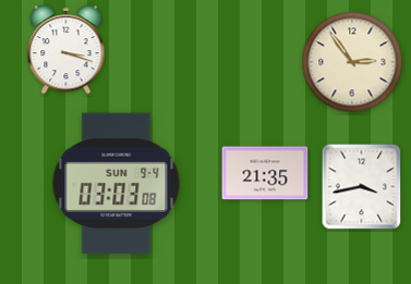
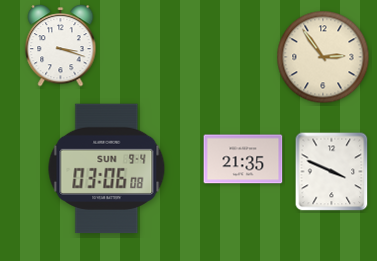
clock at (117, 184): 03:03 -> 03:06
clock at (362, 187): 3:43 -> 3:49
